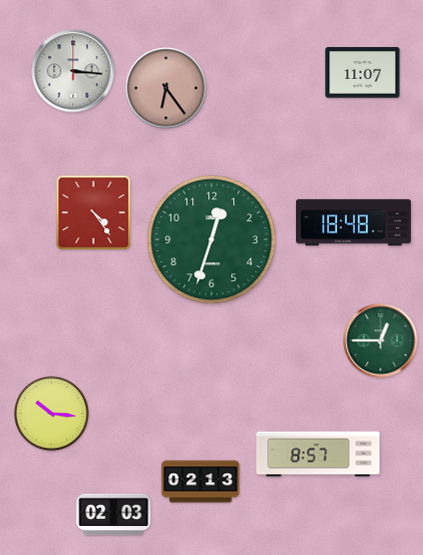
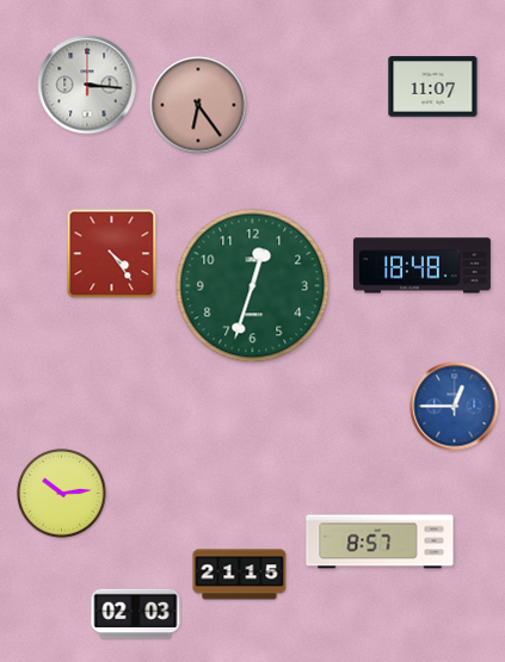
clock at (381, 341) dial: green -> blue
clock at (52, 414): 10:16 -> 10:14
clock at (201, 482): 02:13 -> 21:15
